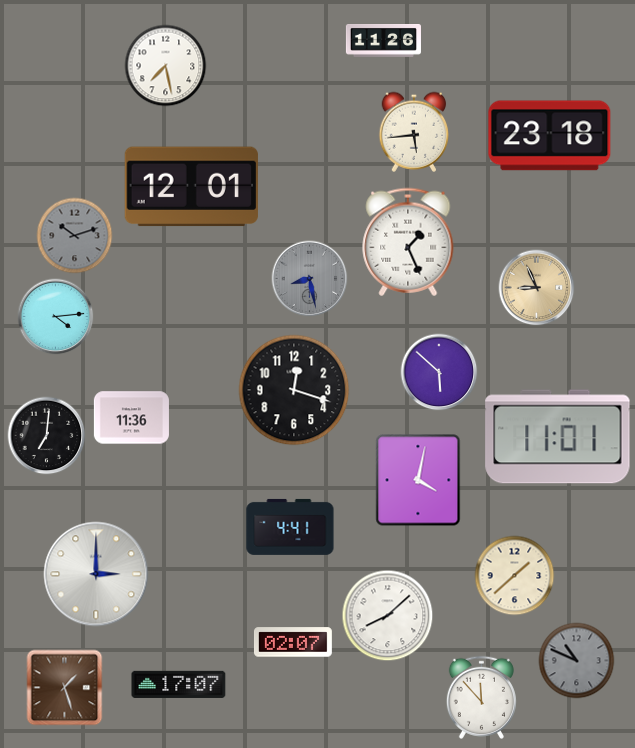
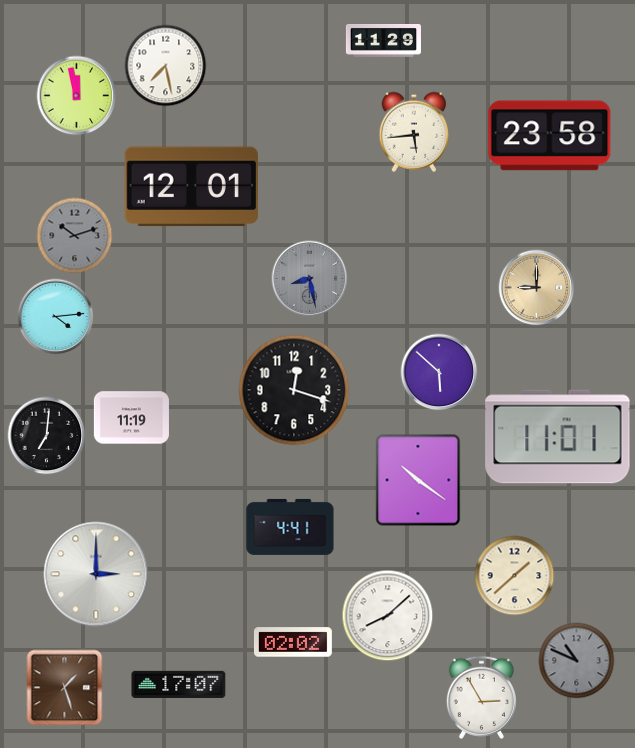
clock at (383, 41): 11:26 -> 11:29
clock at (77, 96): none -> 11:58
clock at (550, 136): 23:18 -> 23:58
clock at (408, 242): 1:26 -> none
clock at (537, 288): 8:56 -> 9:00
clock at (131, 418): 11:36 -> 11:19
clock at (418, 480): 4:02 -> 10:21
clock at (293, 642): 02:07 -> 02:02
clock at (481, 697): 11:53 -> 2:55
